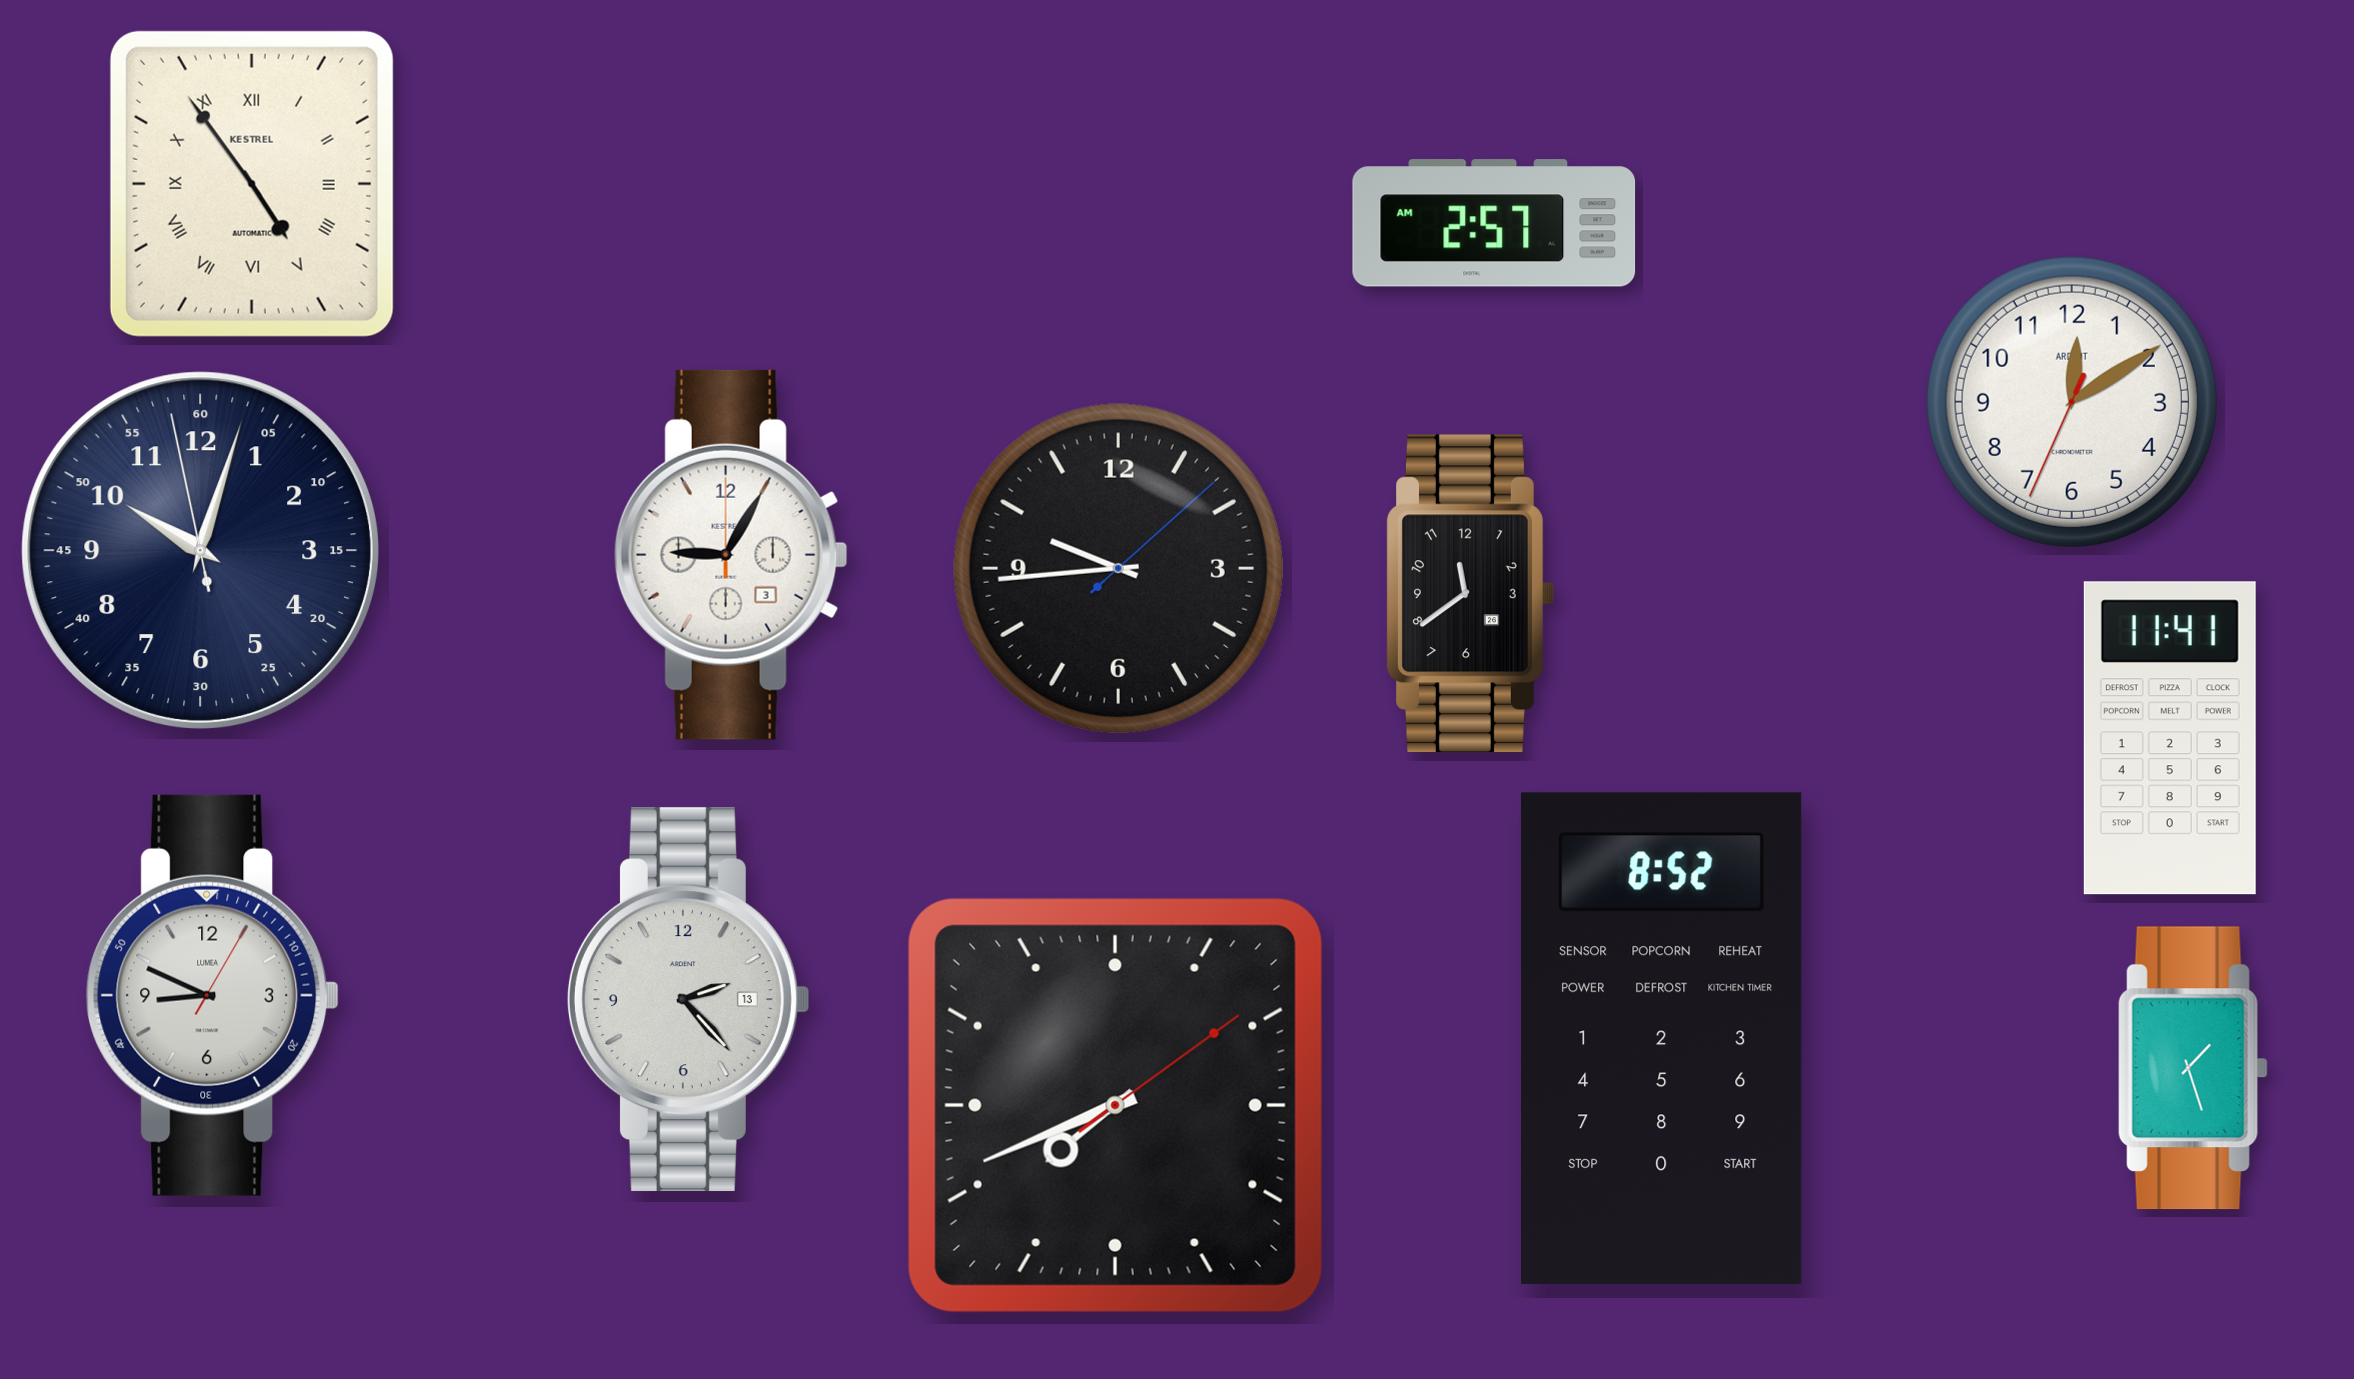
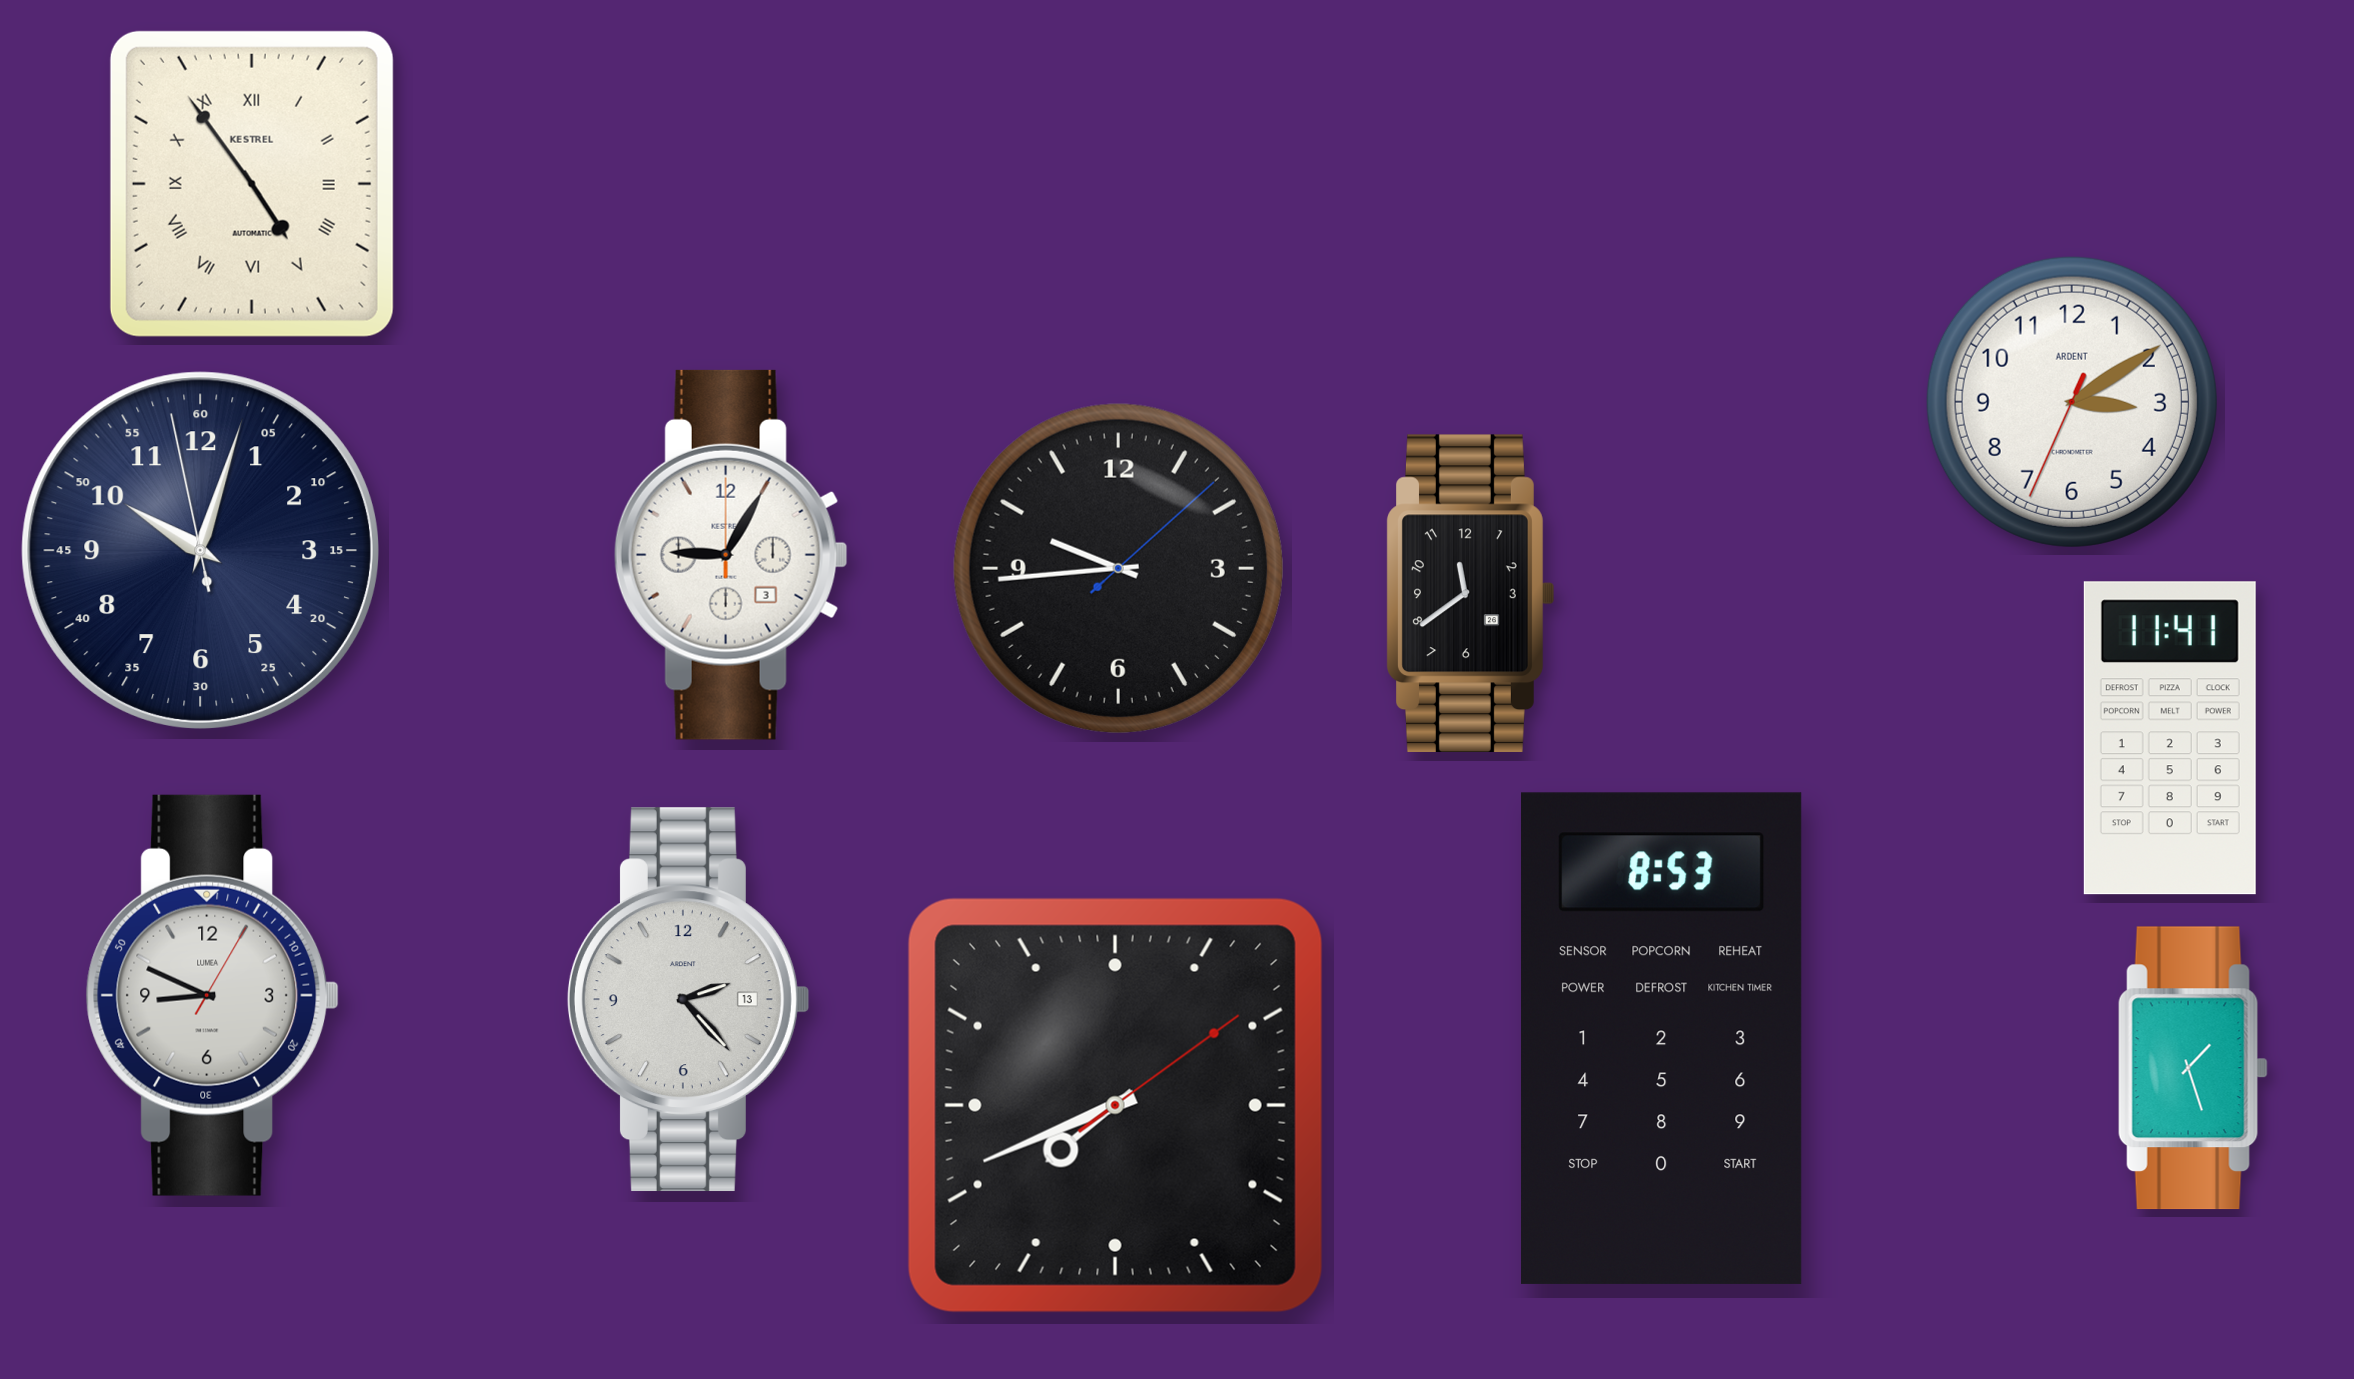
clock at (1494, 223): 2:57 -> none
clock at (2072, 402): 12:09 -> 3:09
clock at (1662, 1038): 8:52 -> 8:53
